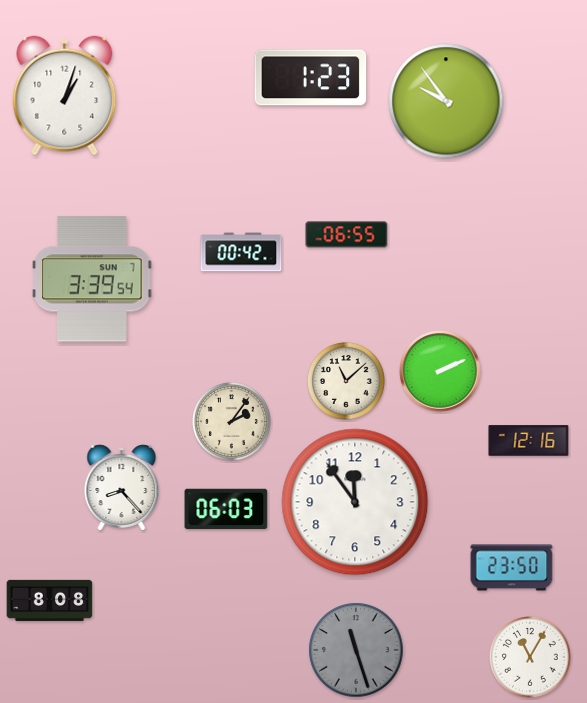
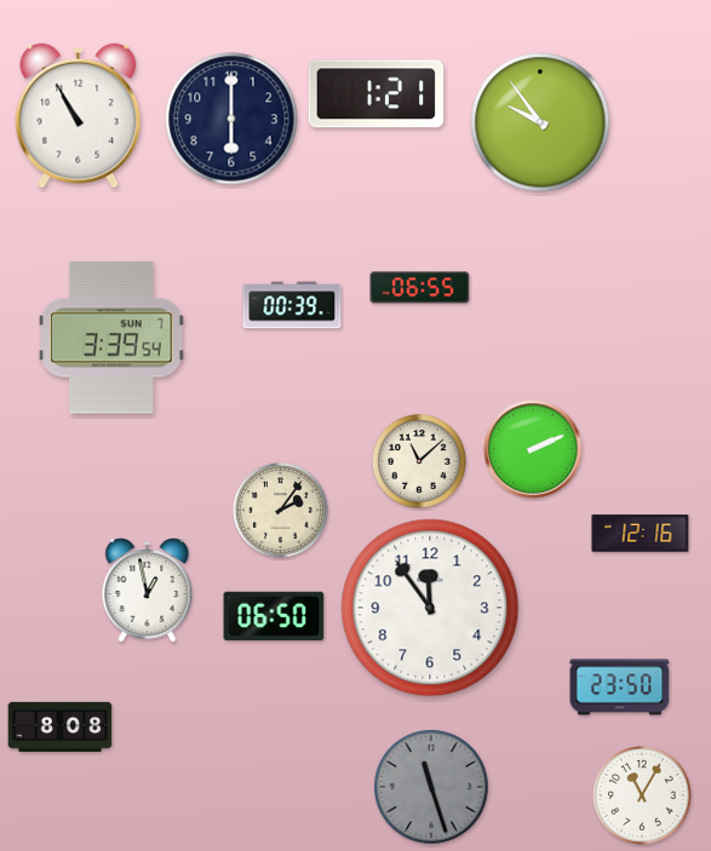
clock at (311, 78): 1:23 -> 1:21
clock at (65, 96): 1:03 -> 10:55
clock at (231, 119): none -> 6:00
clock at (347, 235) position: (347, 235) -> (420, 288)
clock at (241, 252): 00:42 -> 00:39
clock at (122, 488): 8:23 -> 12:58
clock at (226, 509): 06:03 -> 06:50
